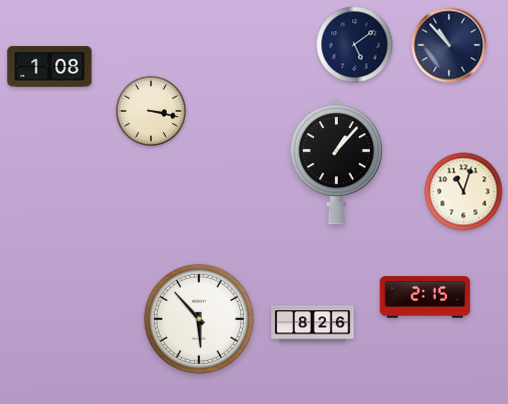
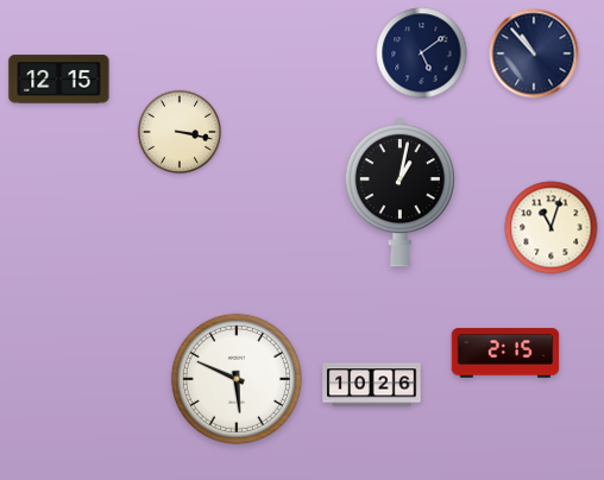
clock at (50, 67): 1:08 -> 12:15
clock at (336, 162): 1:07 -> 1:02
clock at (199, 319): 5:53 -> 5:49
clock at (313, 324): 8:26 -> 10:26
